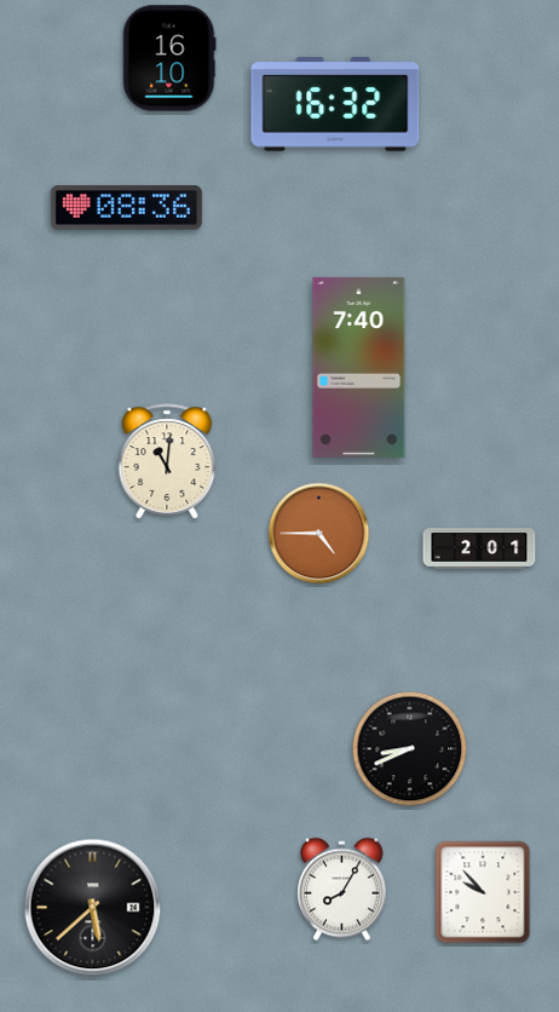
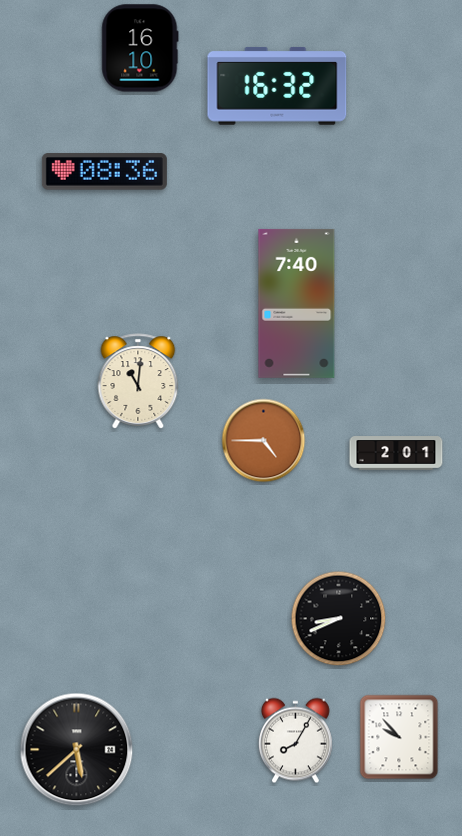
clock at (342, 890) position: (342, 890) -> (296, 741)
